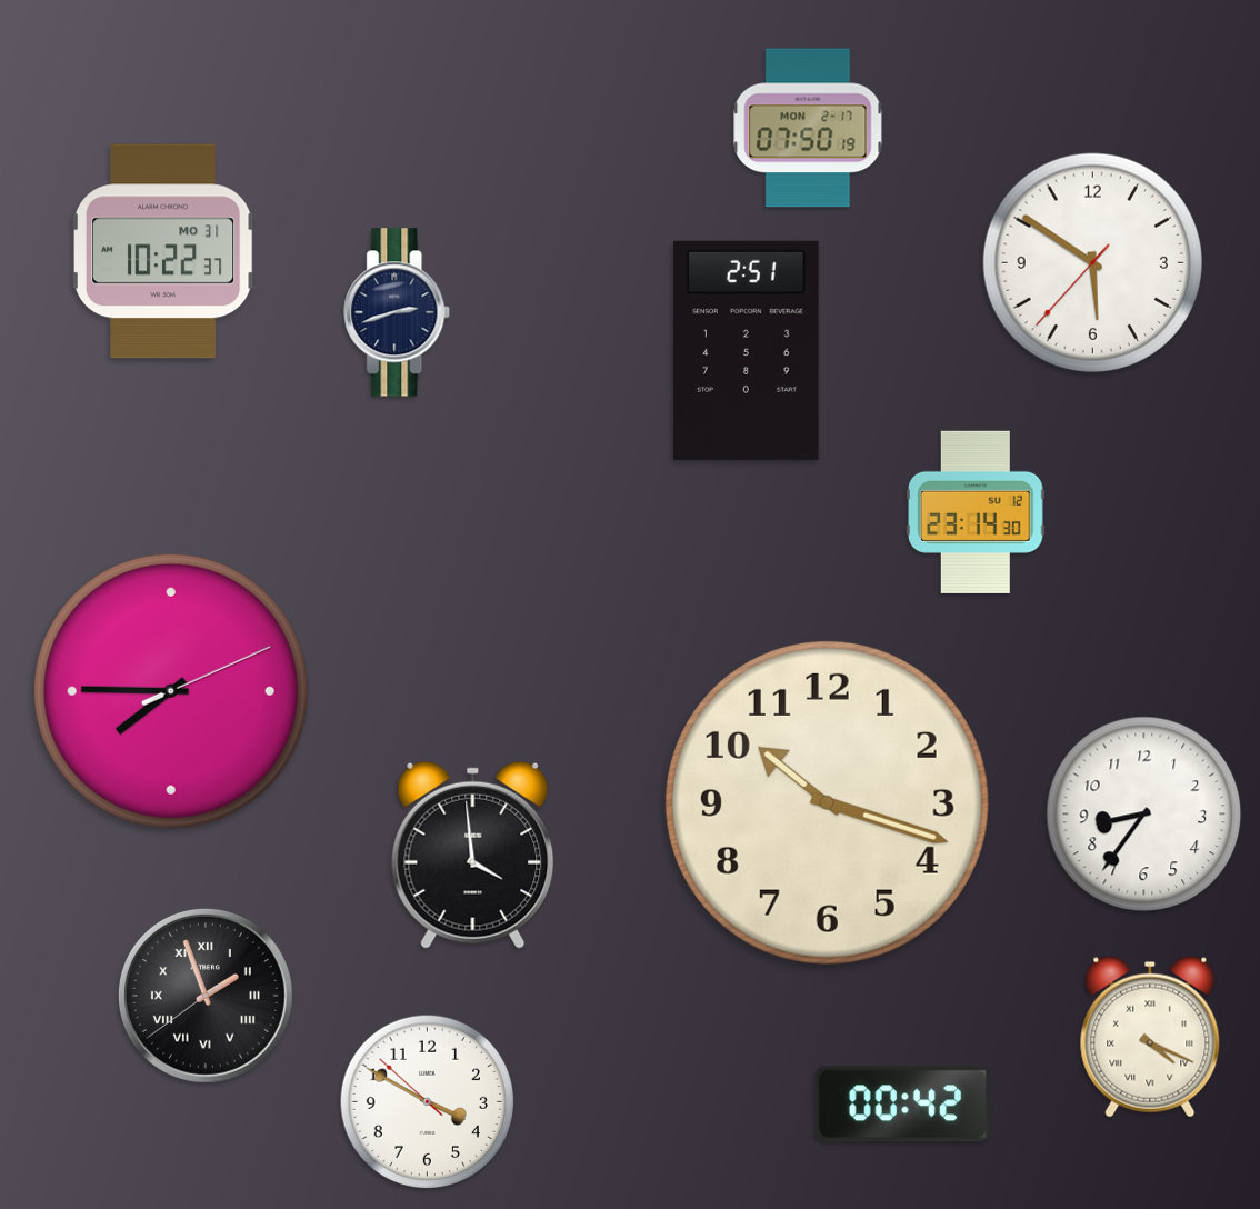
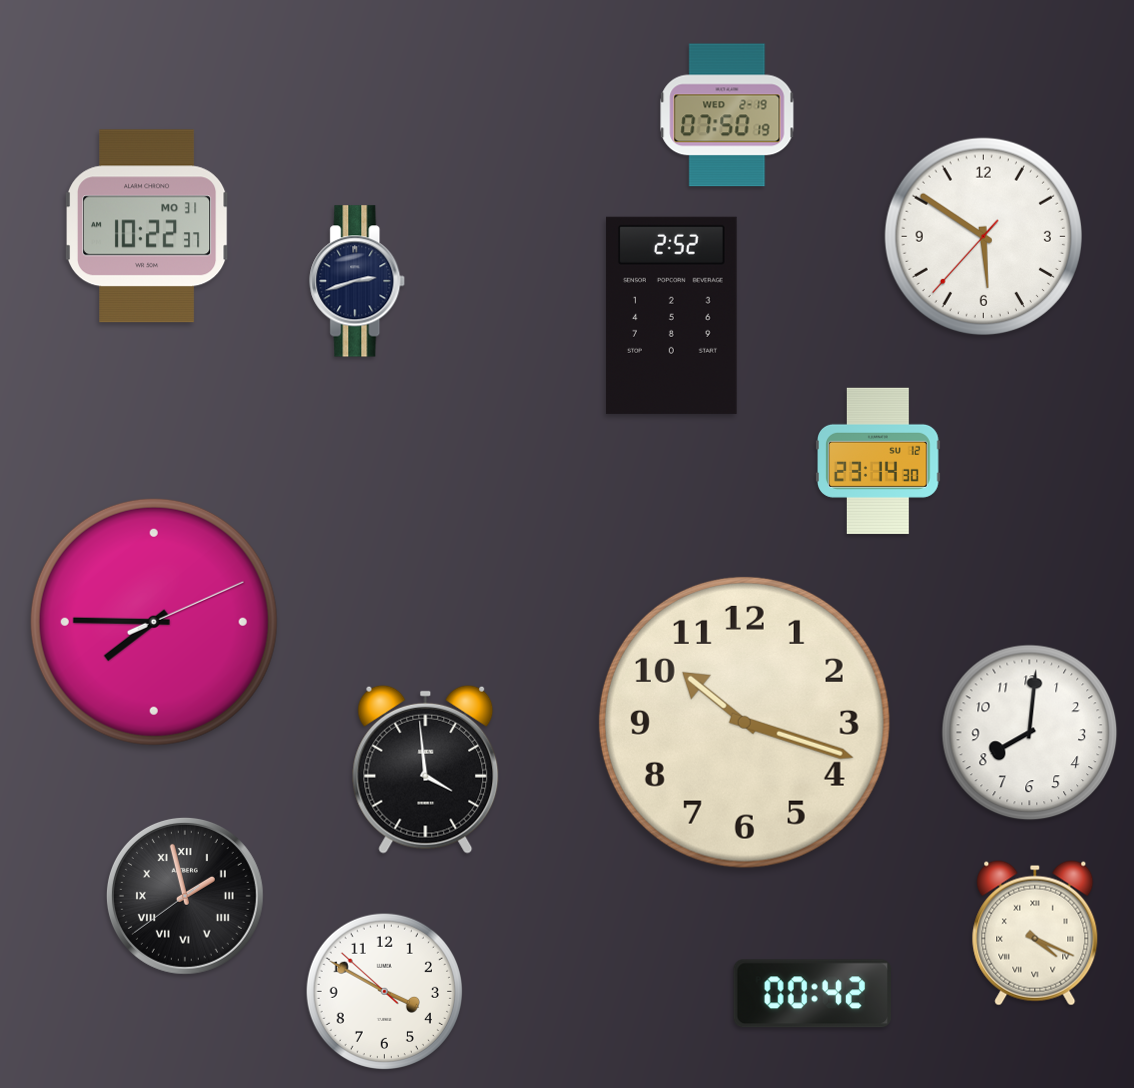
clock at (808, 128) date: MON 2-17 -> WED 2-19
clock at (746, 350): 2:51 -> 2:52
clock at (1144, 815): 8:36 -> 8:01
clock at (206, 996): 1:56 -> 1:57
